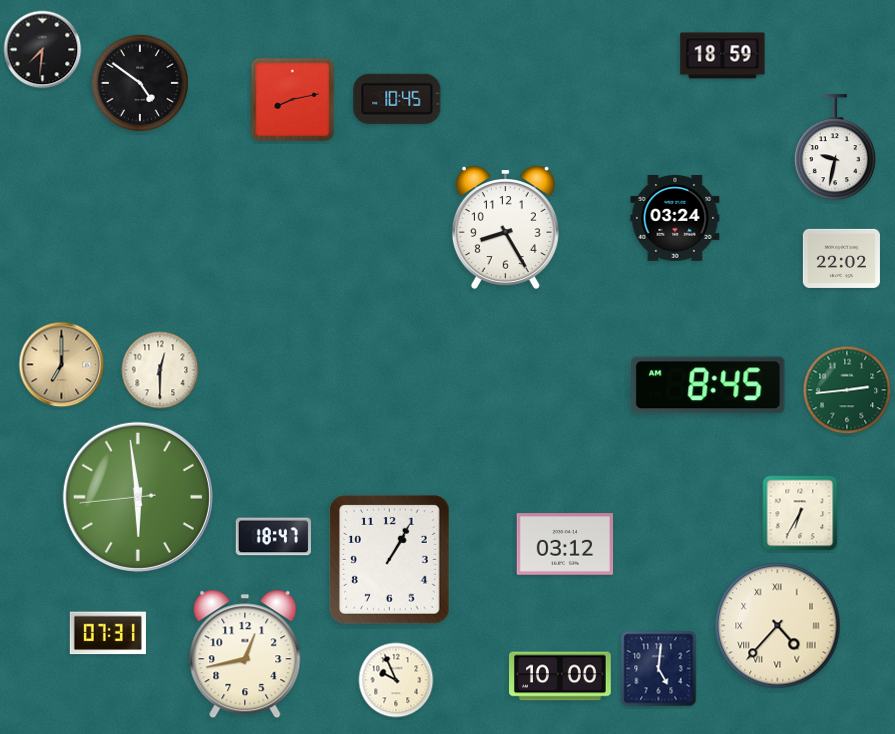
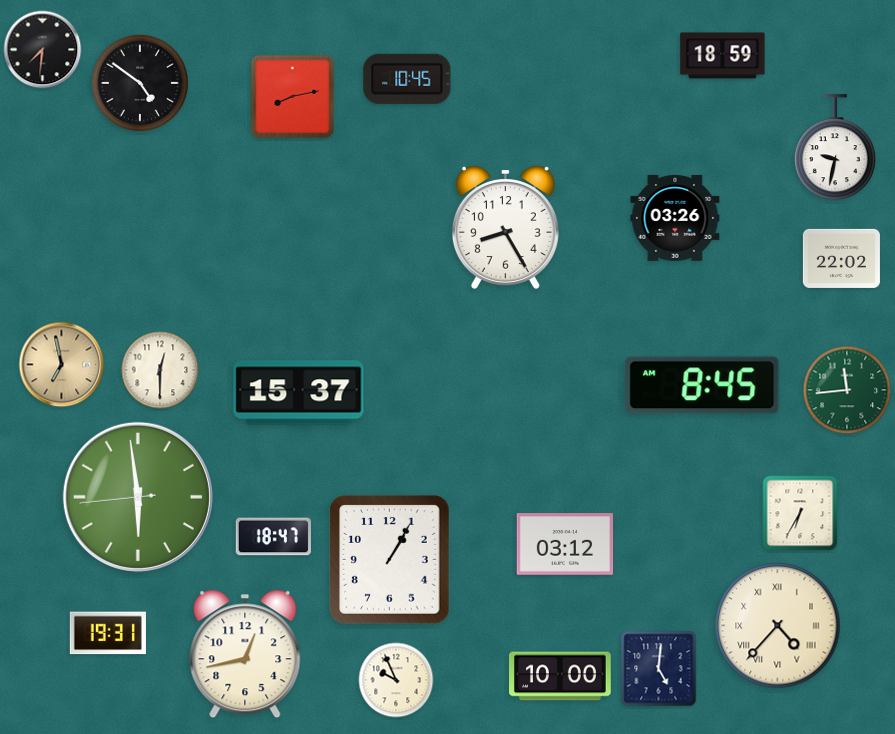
clock at (397, 99) position: (397, 99) -> (407, 79)
clock at (293, 100) position: (293, 100) -> (293, 97)
clock at (675, 218): 03:24 -> 03:26
clock at (62, 365): 7:00 -> 6:58
clock at (708, 385) position: (708, 385) -> (702, 385)
clock at (847, 390): 2:44 -> 11:44
clock at (299, 393): none -> 15:37
clock at (108, 633): 07:31 -> 19:31
